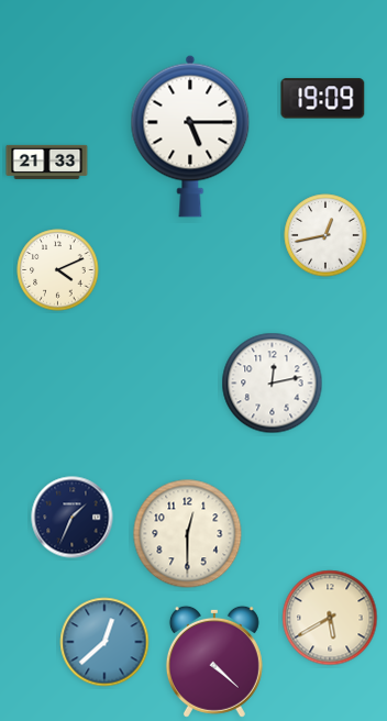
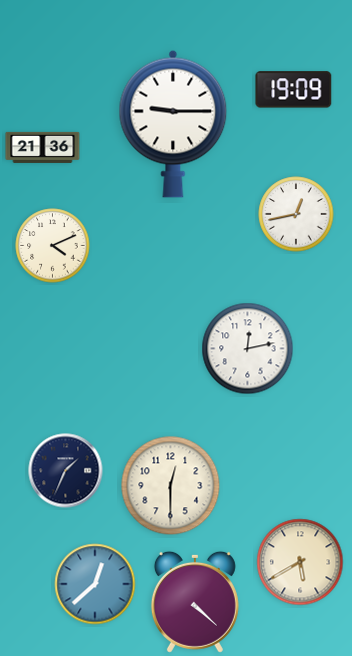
clock at (190, 136): 5:15 -> 9:15
clock at (47, 162): 21:33 -> 21:36
